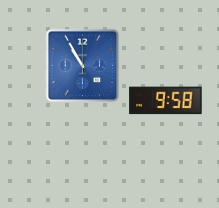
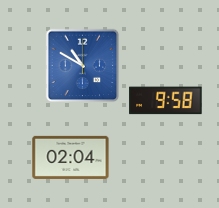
clock at (83, 66): 10:55 -> 10:50
clock at (71, 157): none -> 02:04
